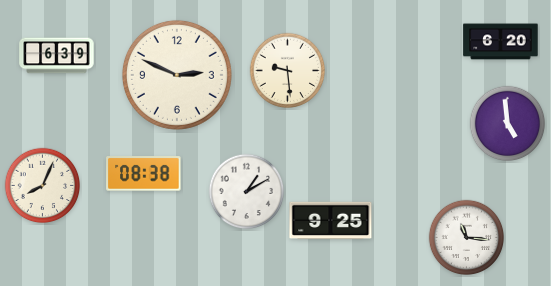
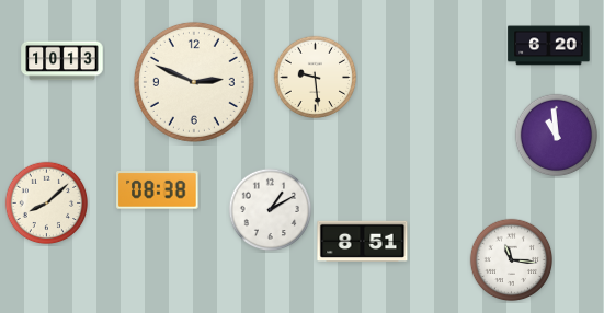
clock at (57, 56): 6:39 -> 10:13
clock at (508, 124): 4:59 -> 10:59
clock at (43, 186): 8:04 -> 8:08
clock at (331, 221): 9:25 -> 8:51
